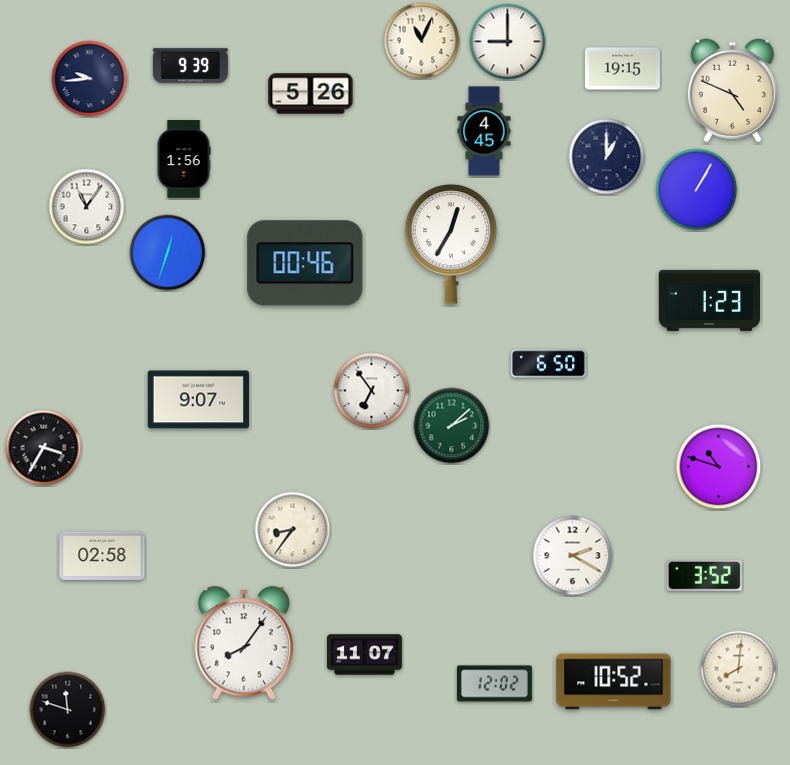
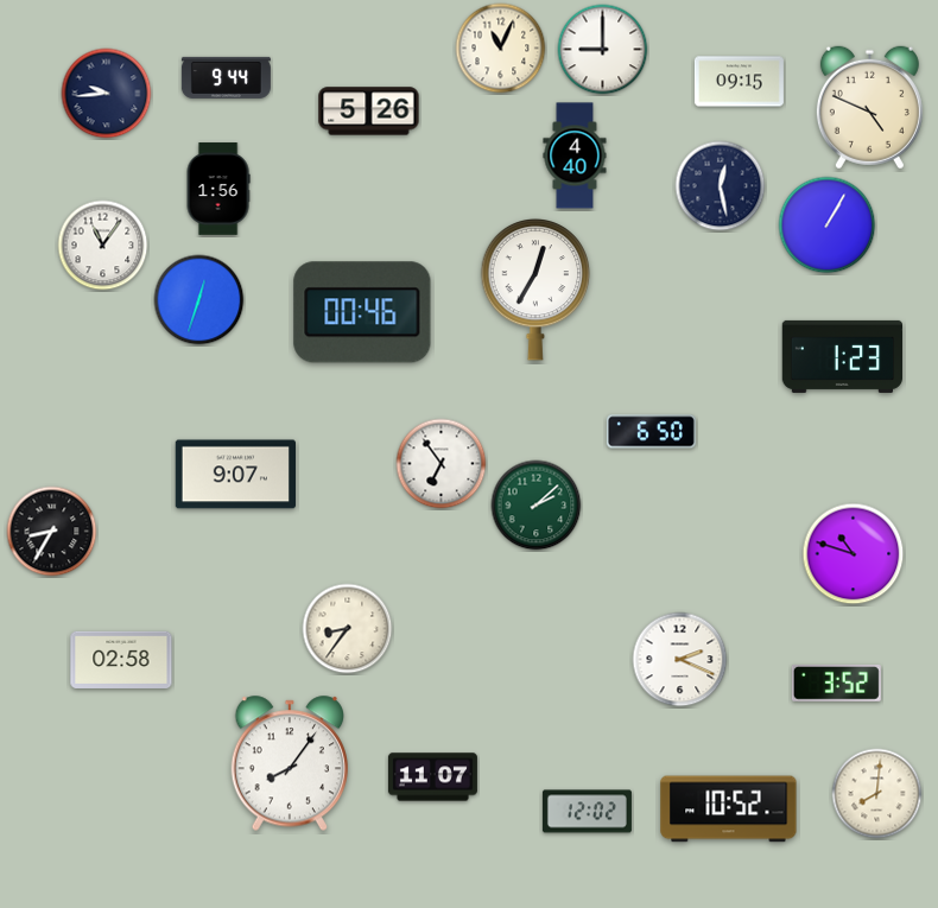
clock at (190, 65): 9:39 -> 9:44
clock at (622, 69): 19:15 -> 09:15
clock at (484, 131): 4:45 -> 4:40
clock at (607, 157): 1:00 -> 12:28
clock at (44, 448): 3:35 -> 8:35
clock at (573, 556): 2:20 -> 2:19
clock at (68, 710): 11:48 -> none
